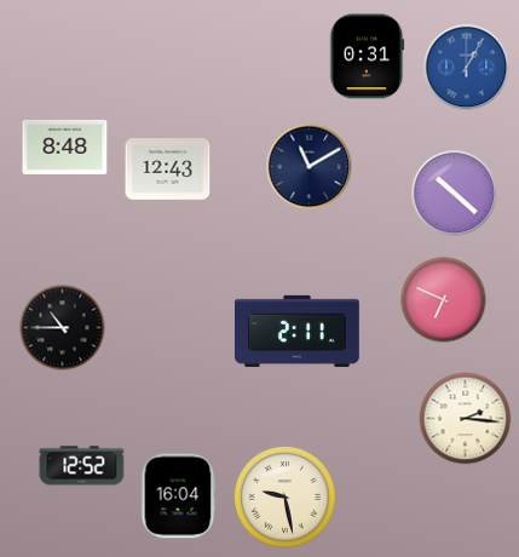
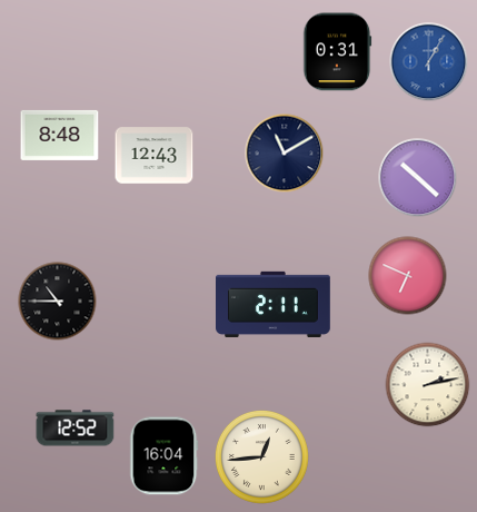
clock at (466, 419): 2:16 -> 2:13
clock at (286, 498): 9:28 -> 12:44
